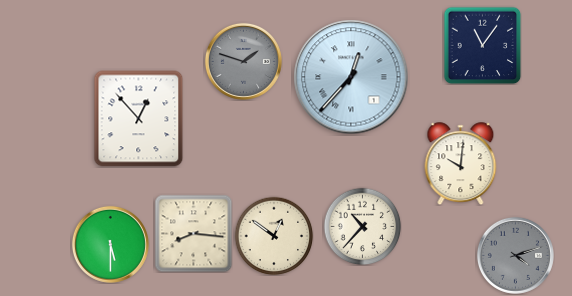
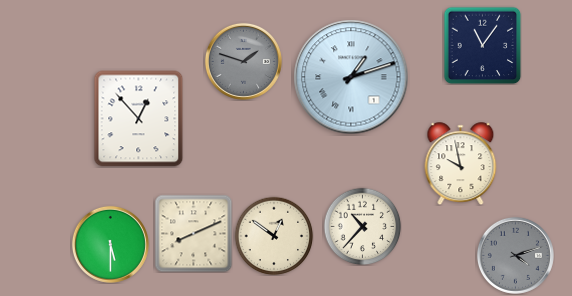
clock at (351, 77): 12:37 -> 1:12
clock at (461, 163): 10:01 -> 9:58
clock at (193, 233): 8:16 -> 8:11
